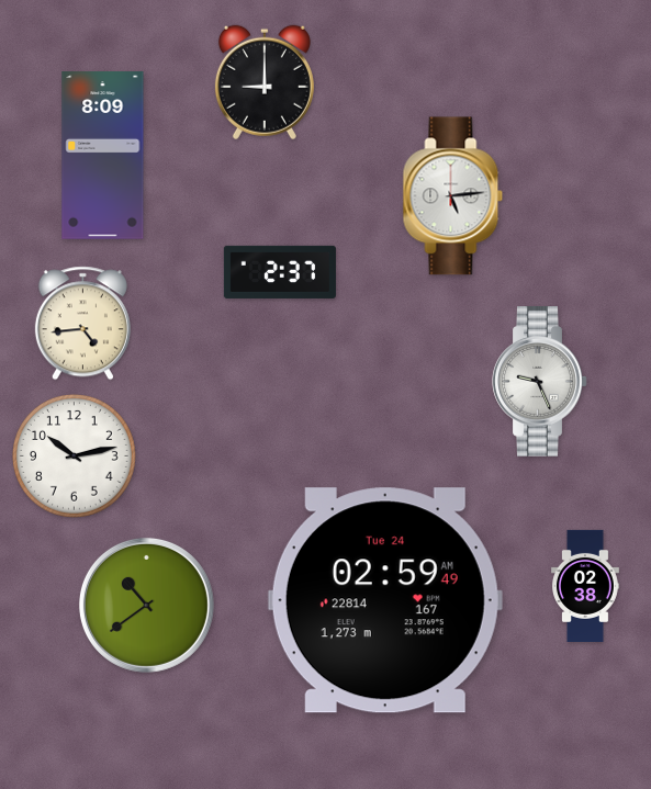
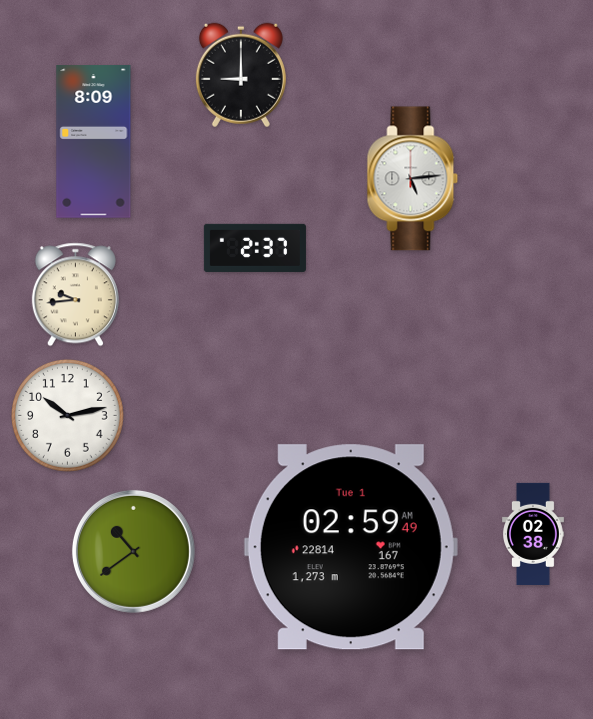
clock at (82, 324): 4:44 -> 9:44
clock at (540, 382): 9:26 -> none
clock at (385, 600) date: Tue 24 -> Tue 1
